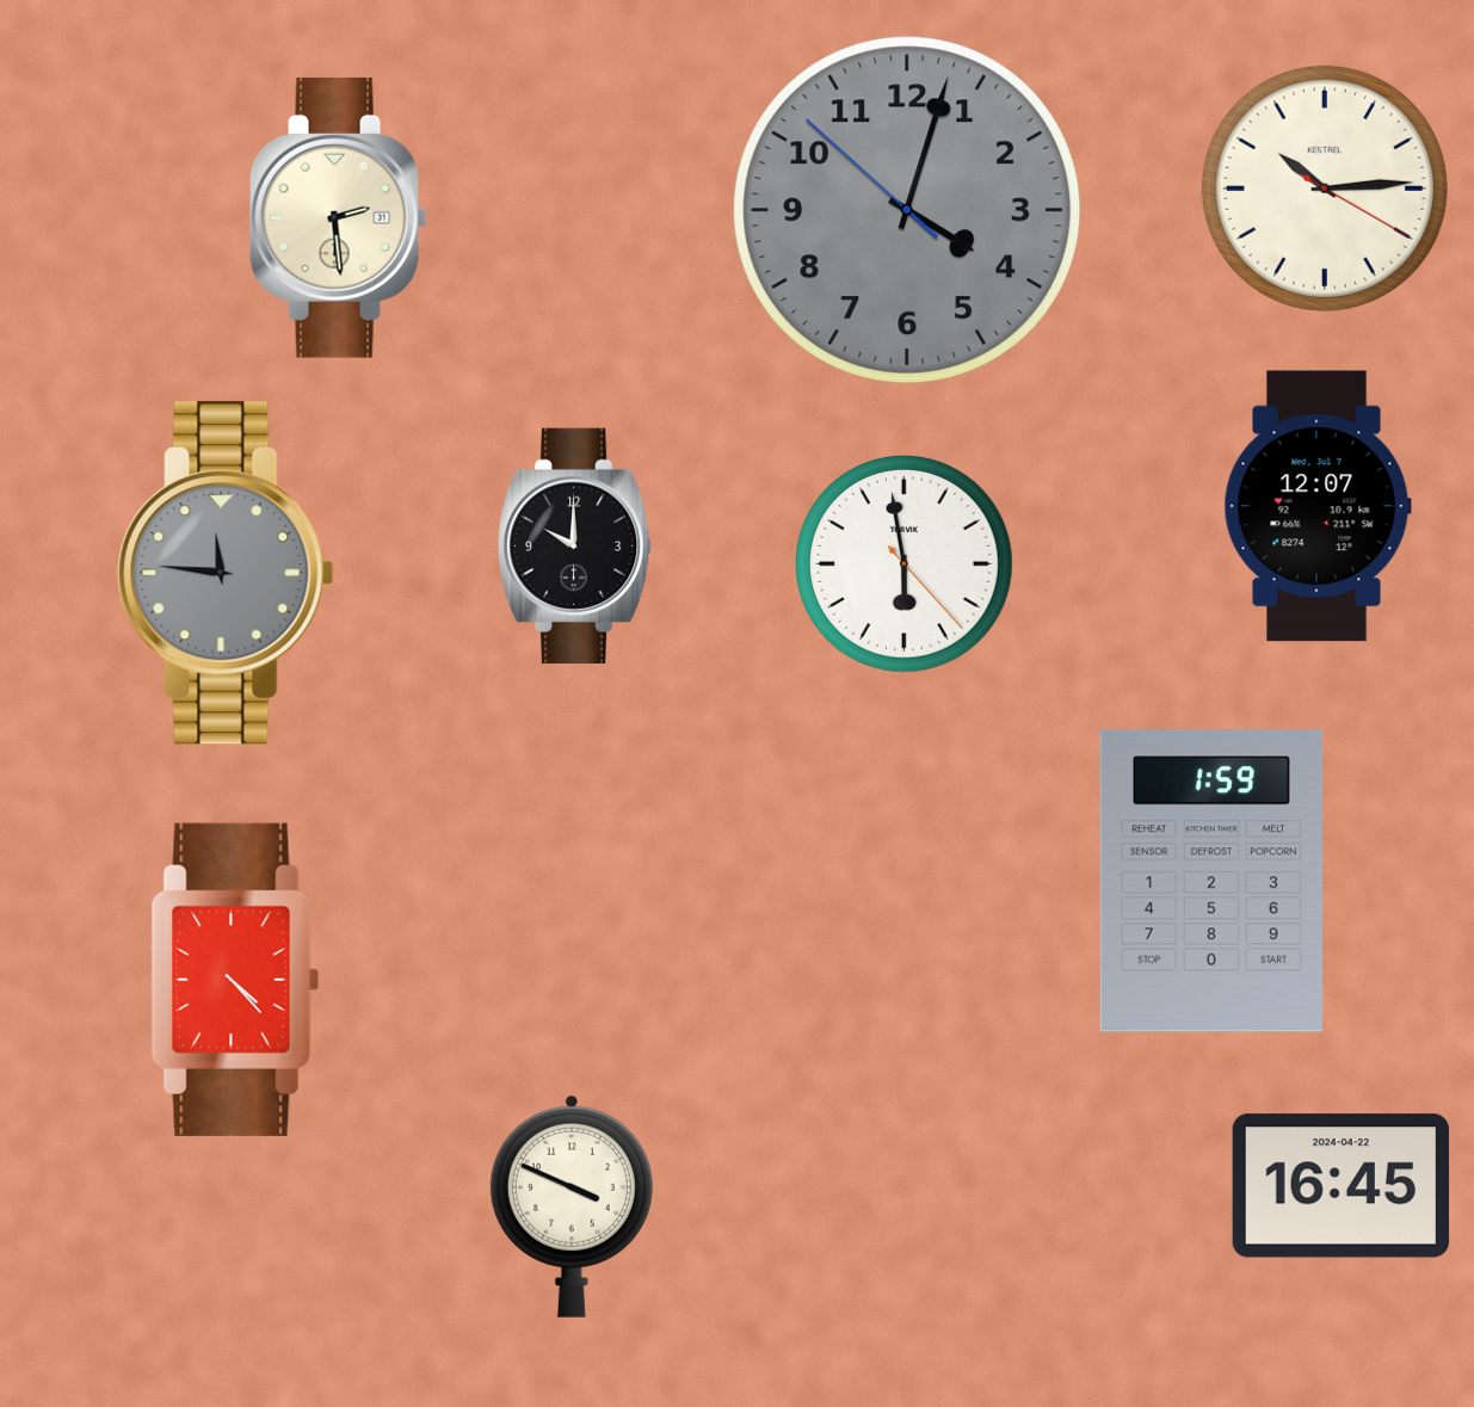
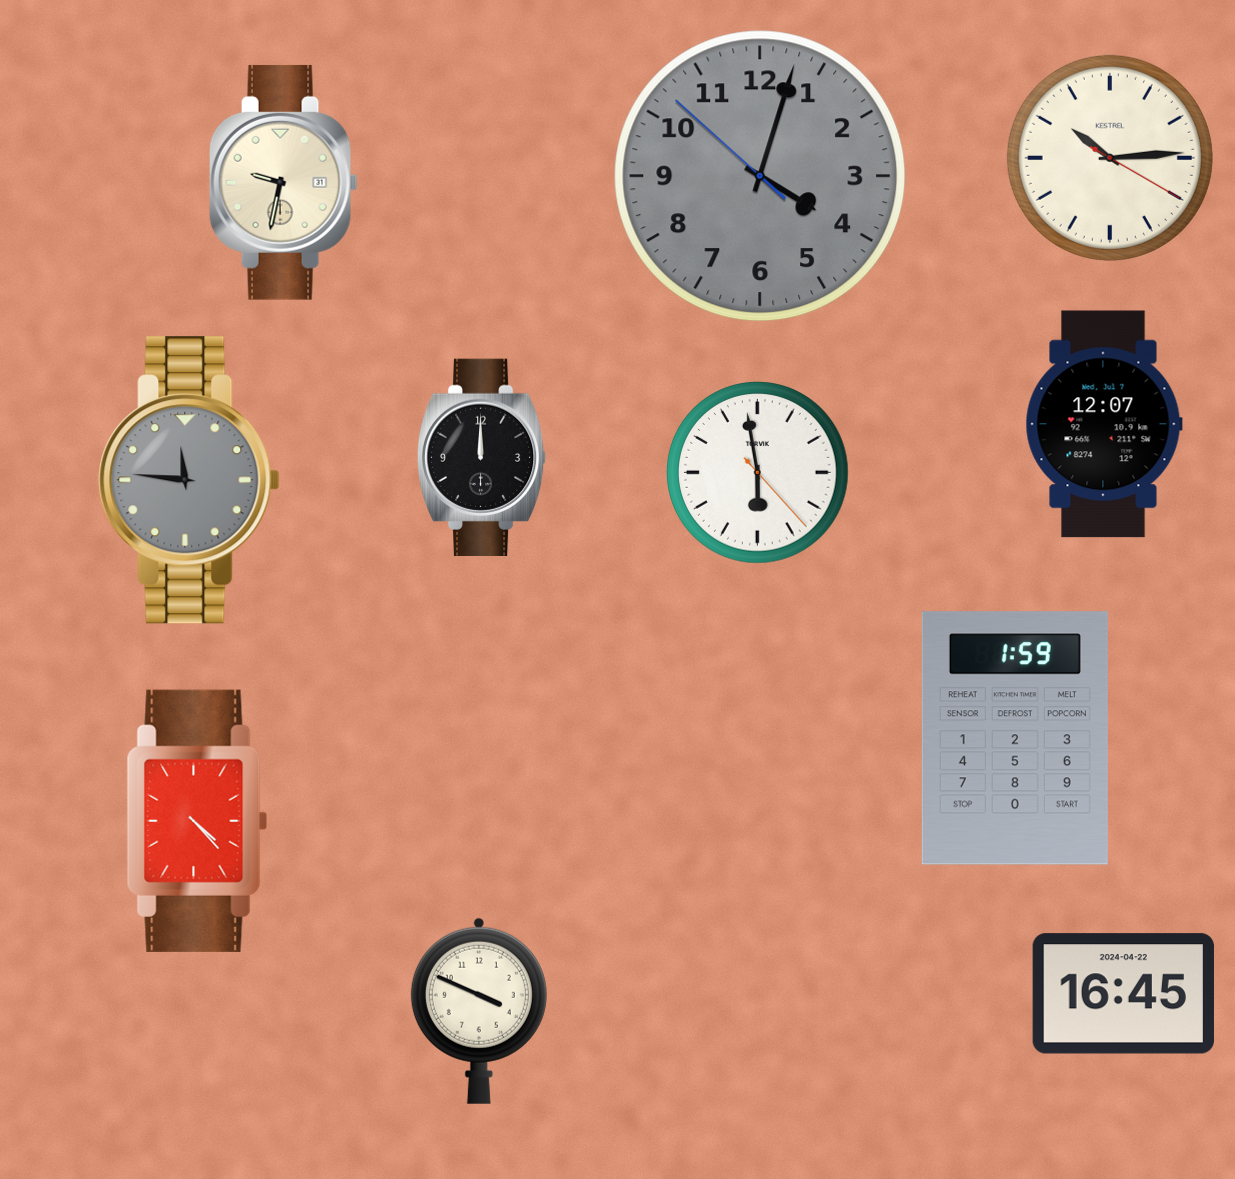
clock at (338, 217): 2:29 -> 9:32
clock at (575, 545): 10:00 -> 12:00
